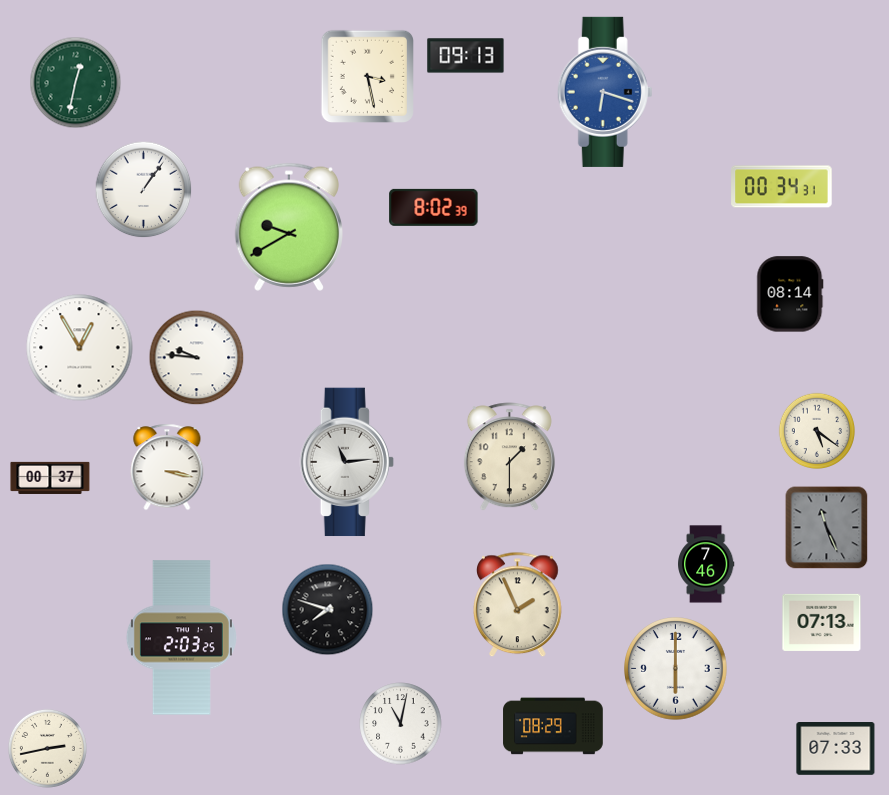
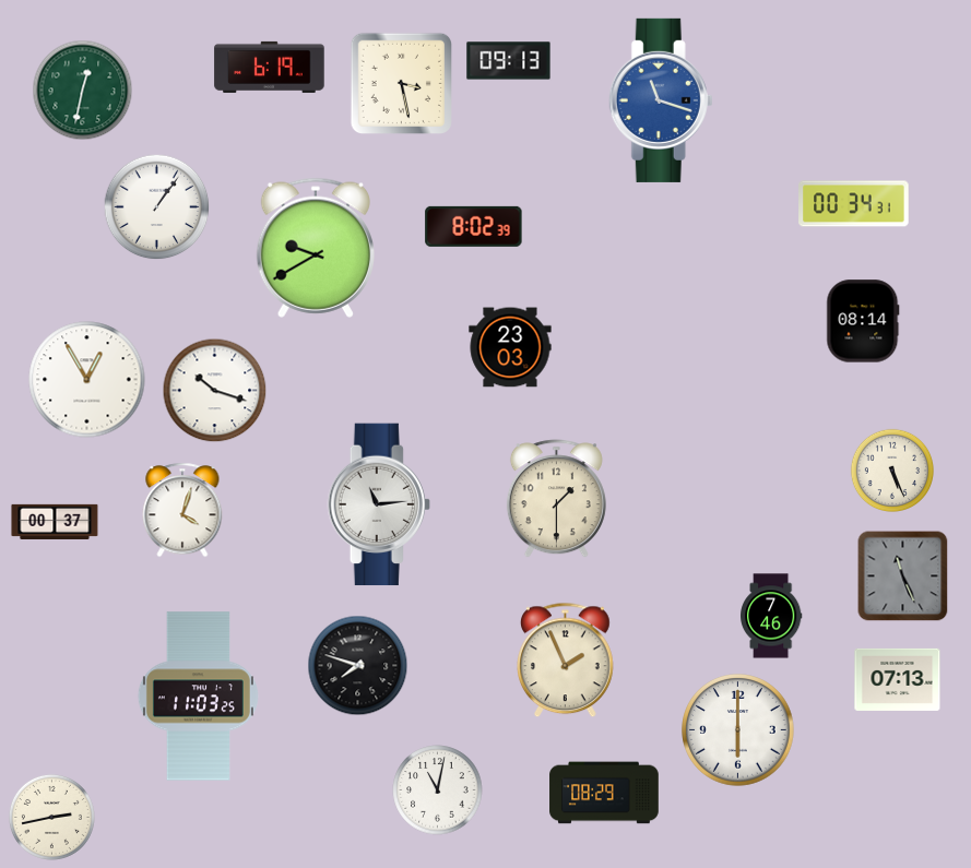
clock at (270, 67): none -> 6:19
clock at (605, 92): 6:18 -> 11:18
clock at (510, 347): none -> 23:03
clock at (197, 358): 9:46 -> 10:18
clock at (816, 430): 5:21 -> 5:26
clock at (167, 467): 3:17 -> 4:03
clock at (181, 638): 2:03 -> 11:03
clock at (836, 749): 07:33 -> none
